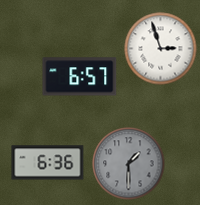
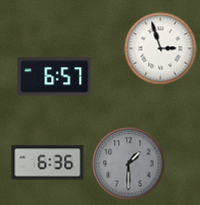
clock at (80, 77) position: (80, 77) -> (55, 77)
